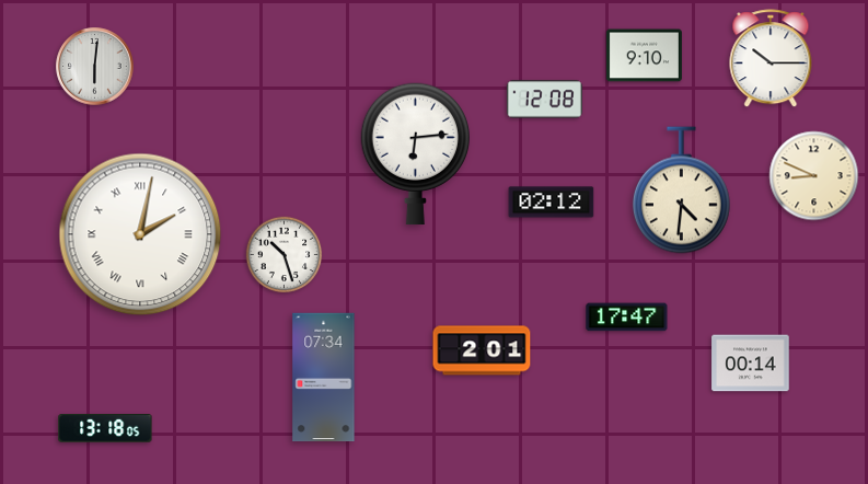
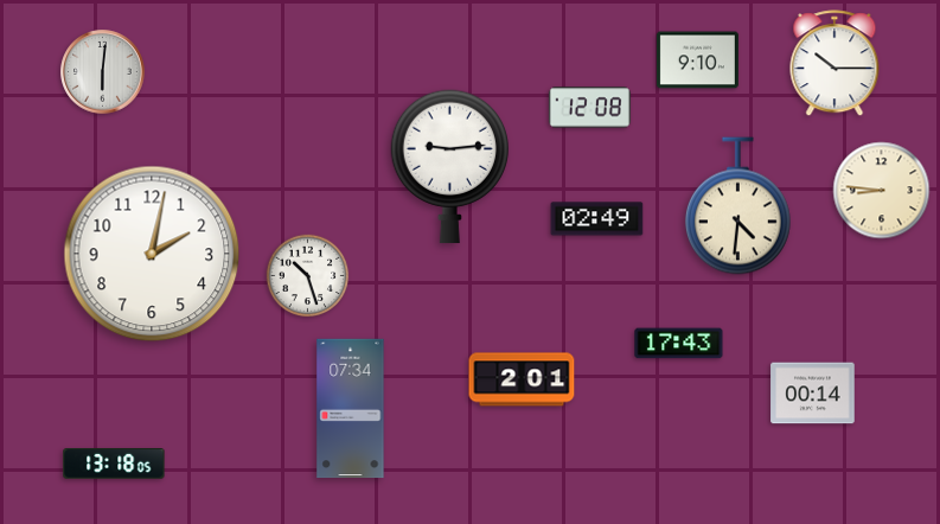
clock at (415, 154): 6:14 -> 9:14
clock at (814, 176): 8:49 -> 8:46
clock at (552, 203): 02:12 -> 02:49
clock at (140, 234) numerals: Roman -> Arabic
clock at (627, 318): 17:47 -> 17:43
